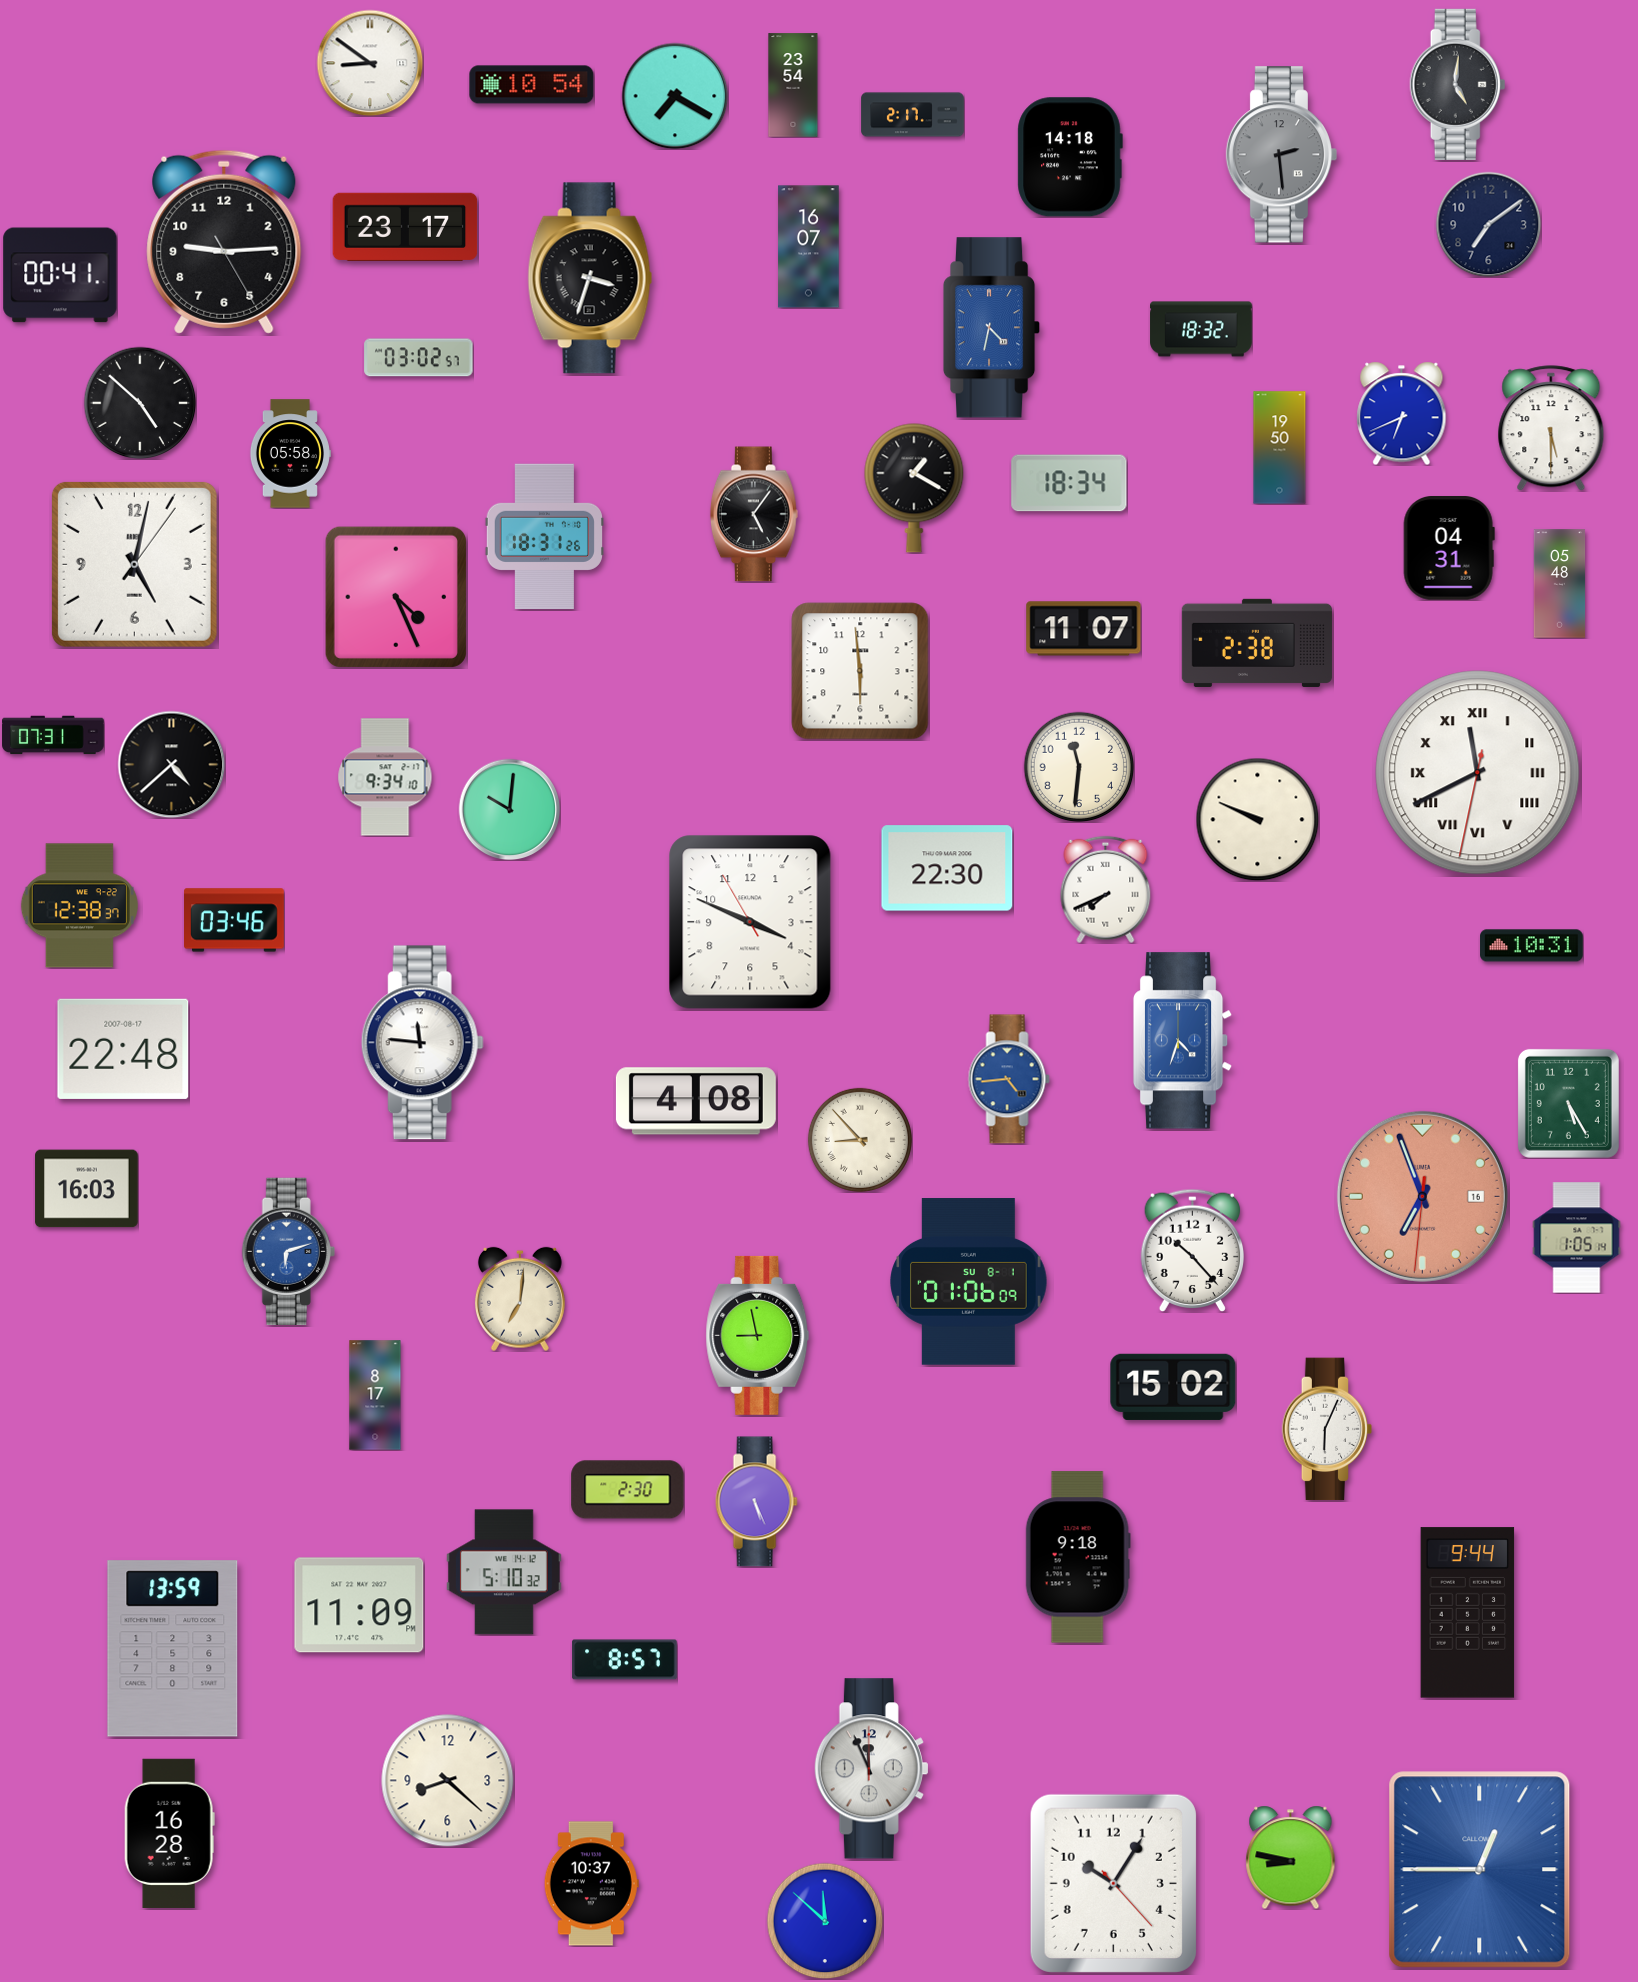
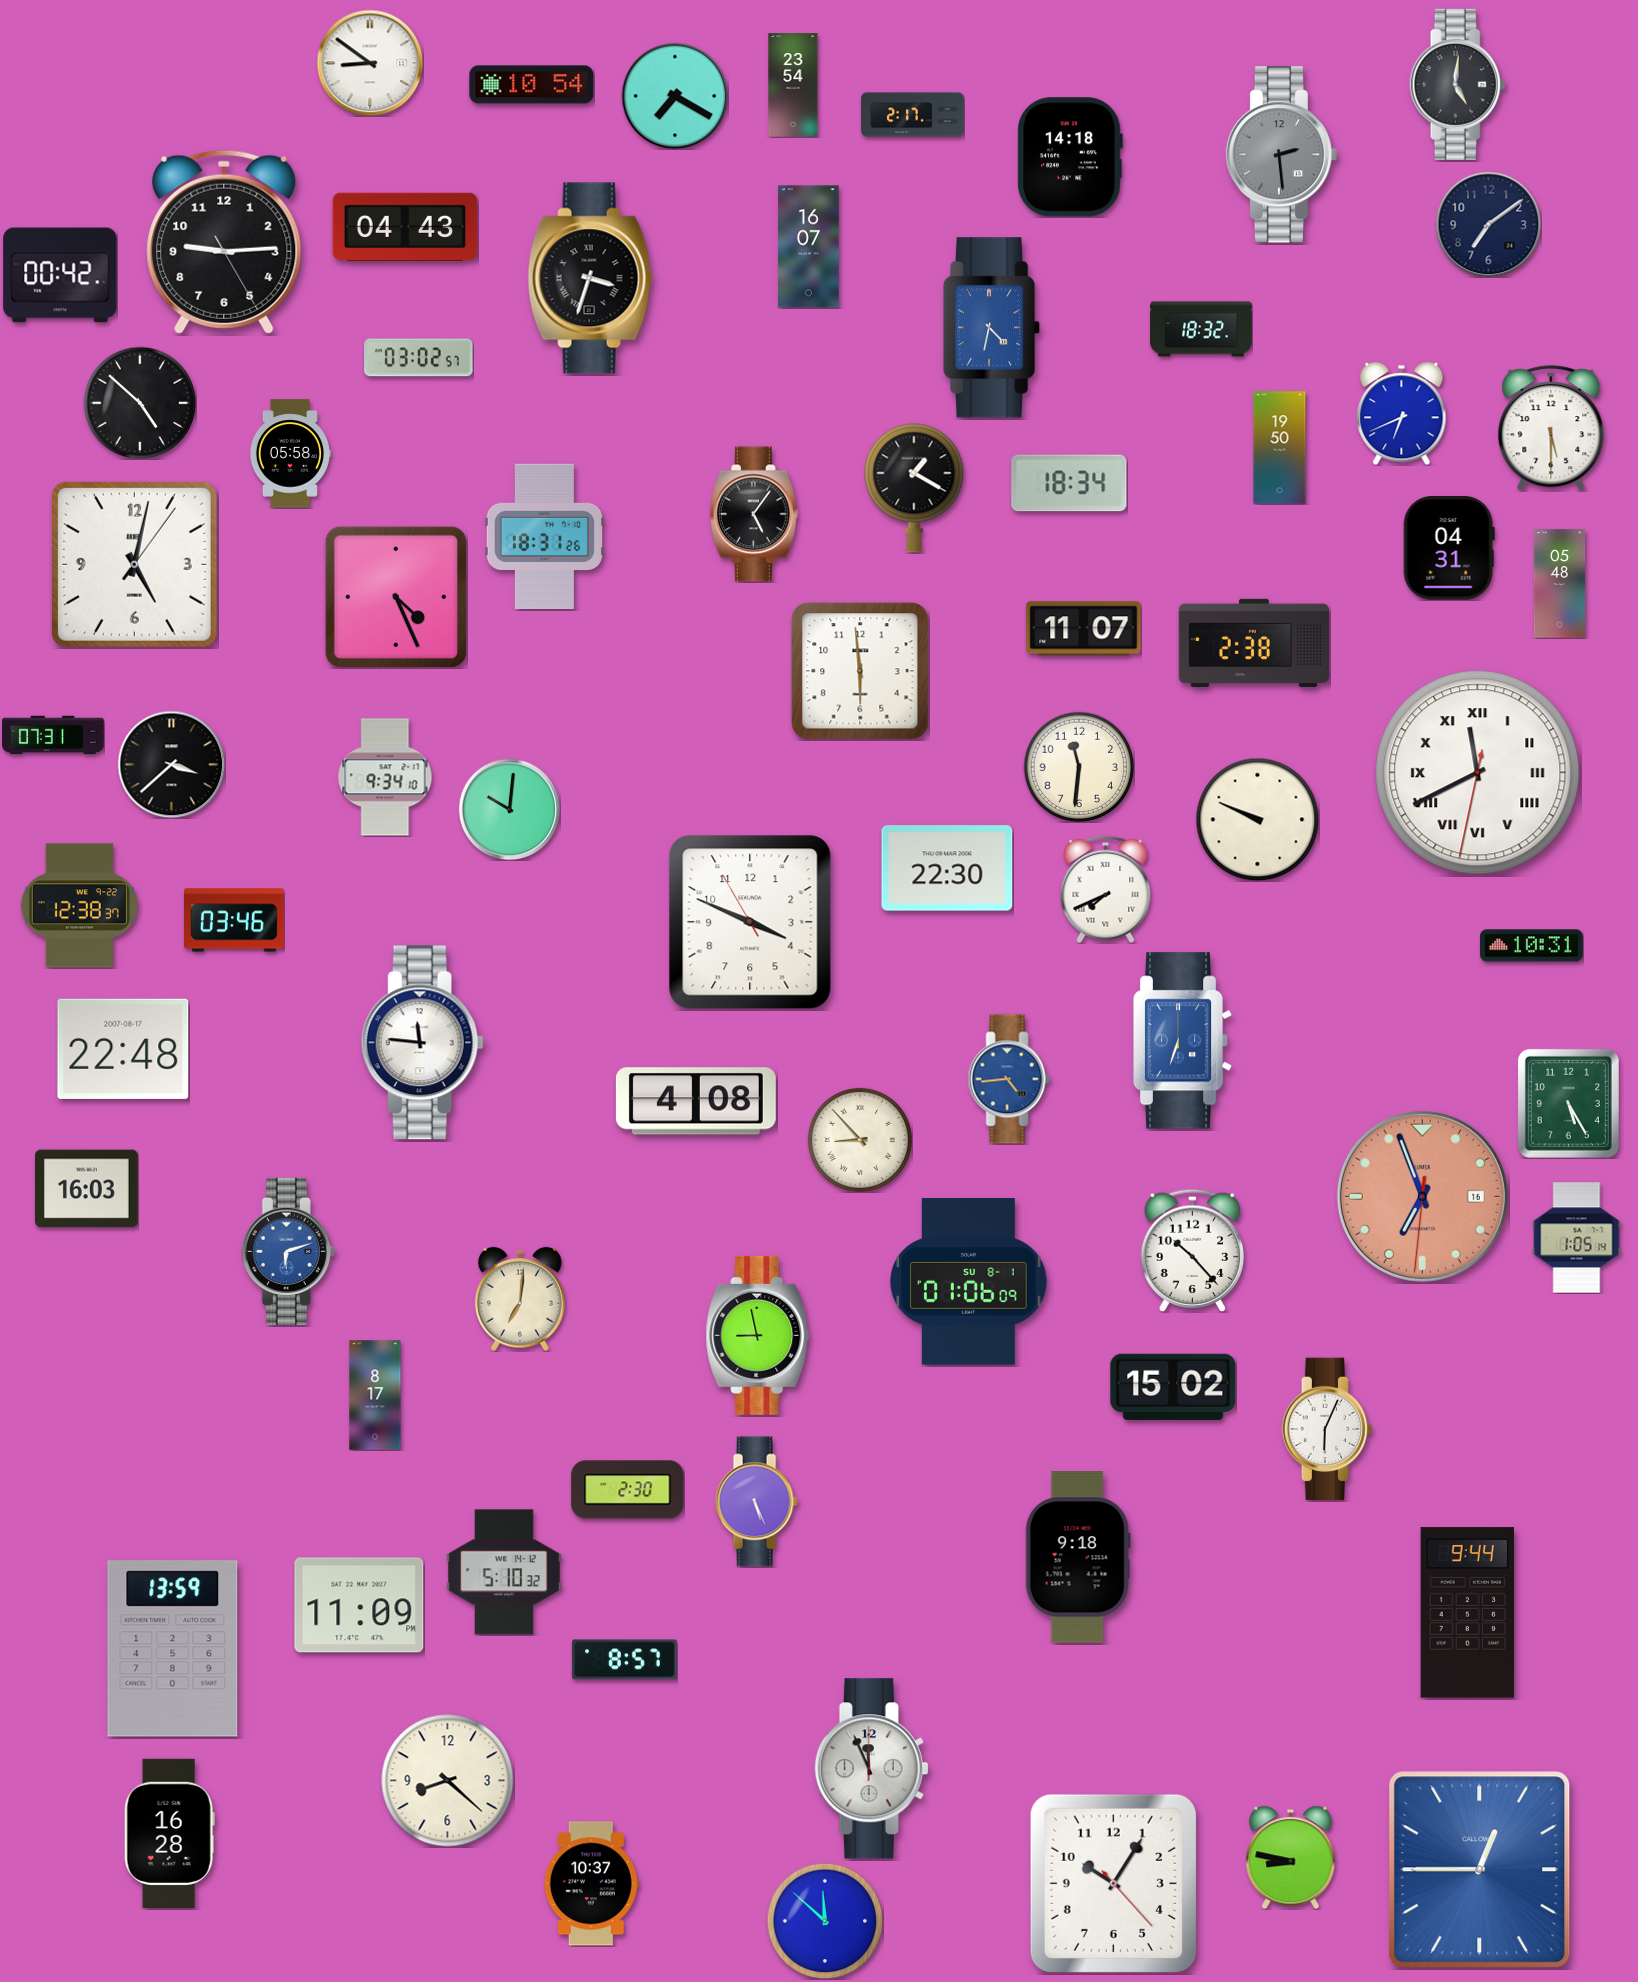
clock at (405, 226): 23:17 -> 04:43
clock at (60, 275): 00:41 -> 00:42
clock at (1257, 643) position: (1257, 643) -> (1254, 643)
clock at (171, 764): 4:38 -> 3:38
clock at (1183, 1041): 4:33 -> 6:33
